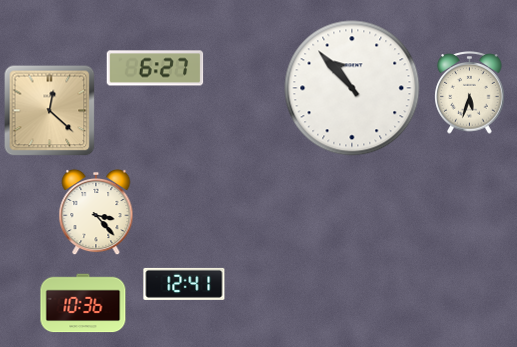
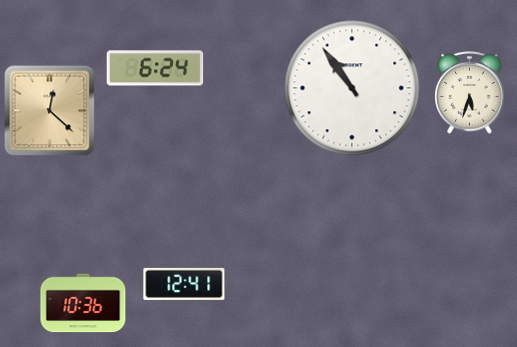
clock at (155, 68): 6:27 -> 6:24
clock at (352, 88): 10:53 -> 10:54
clock at (96, 212): 3:23 -> none
